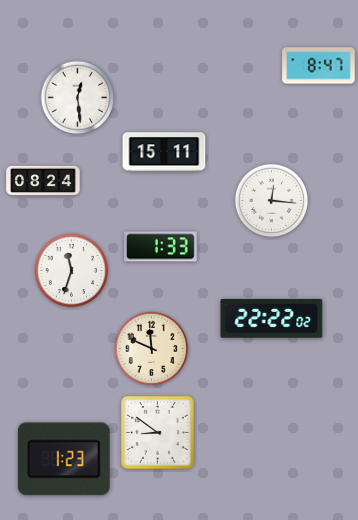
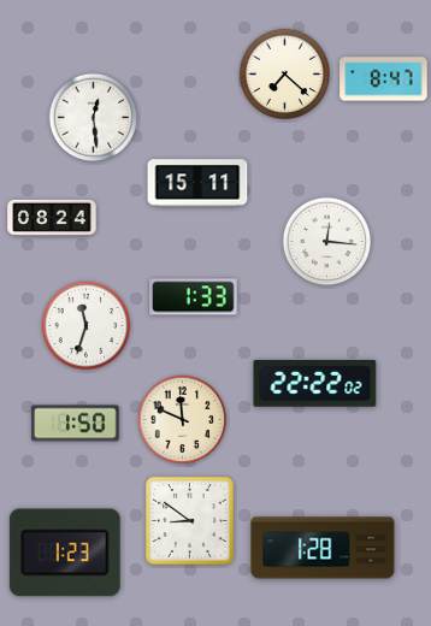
clock at (284, 73): none -> 7:22
clock at (272, 319) position: (272, 319) -> (315, 384)
clock at (76, 424): none -> 1:50
clock at (323, 548): none -> 1:28
clock at (64, 459) position: (64, 459) -> (65, 553)
